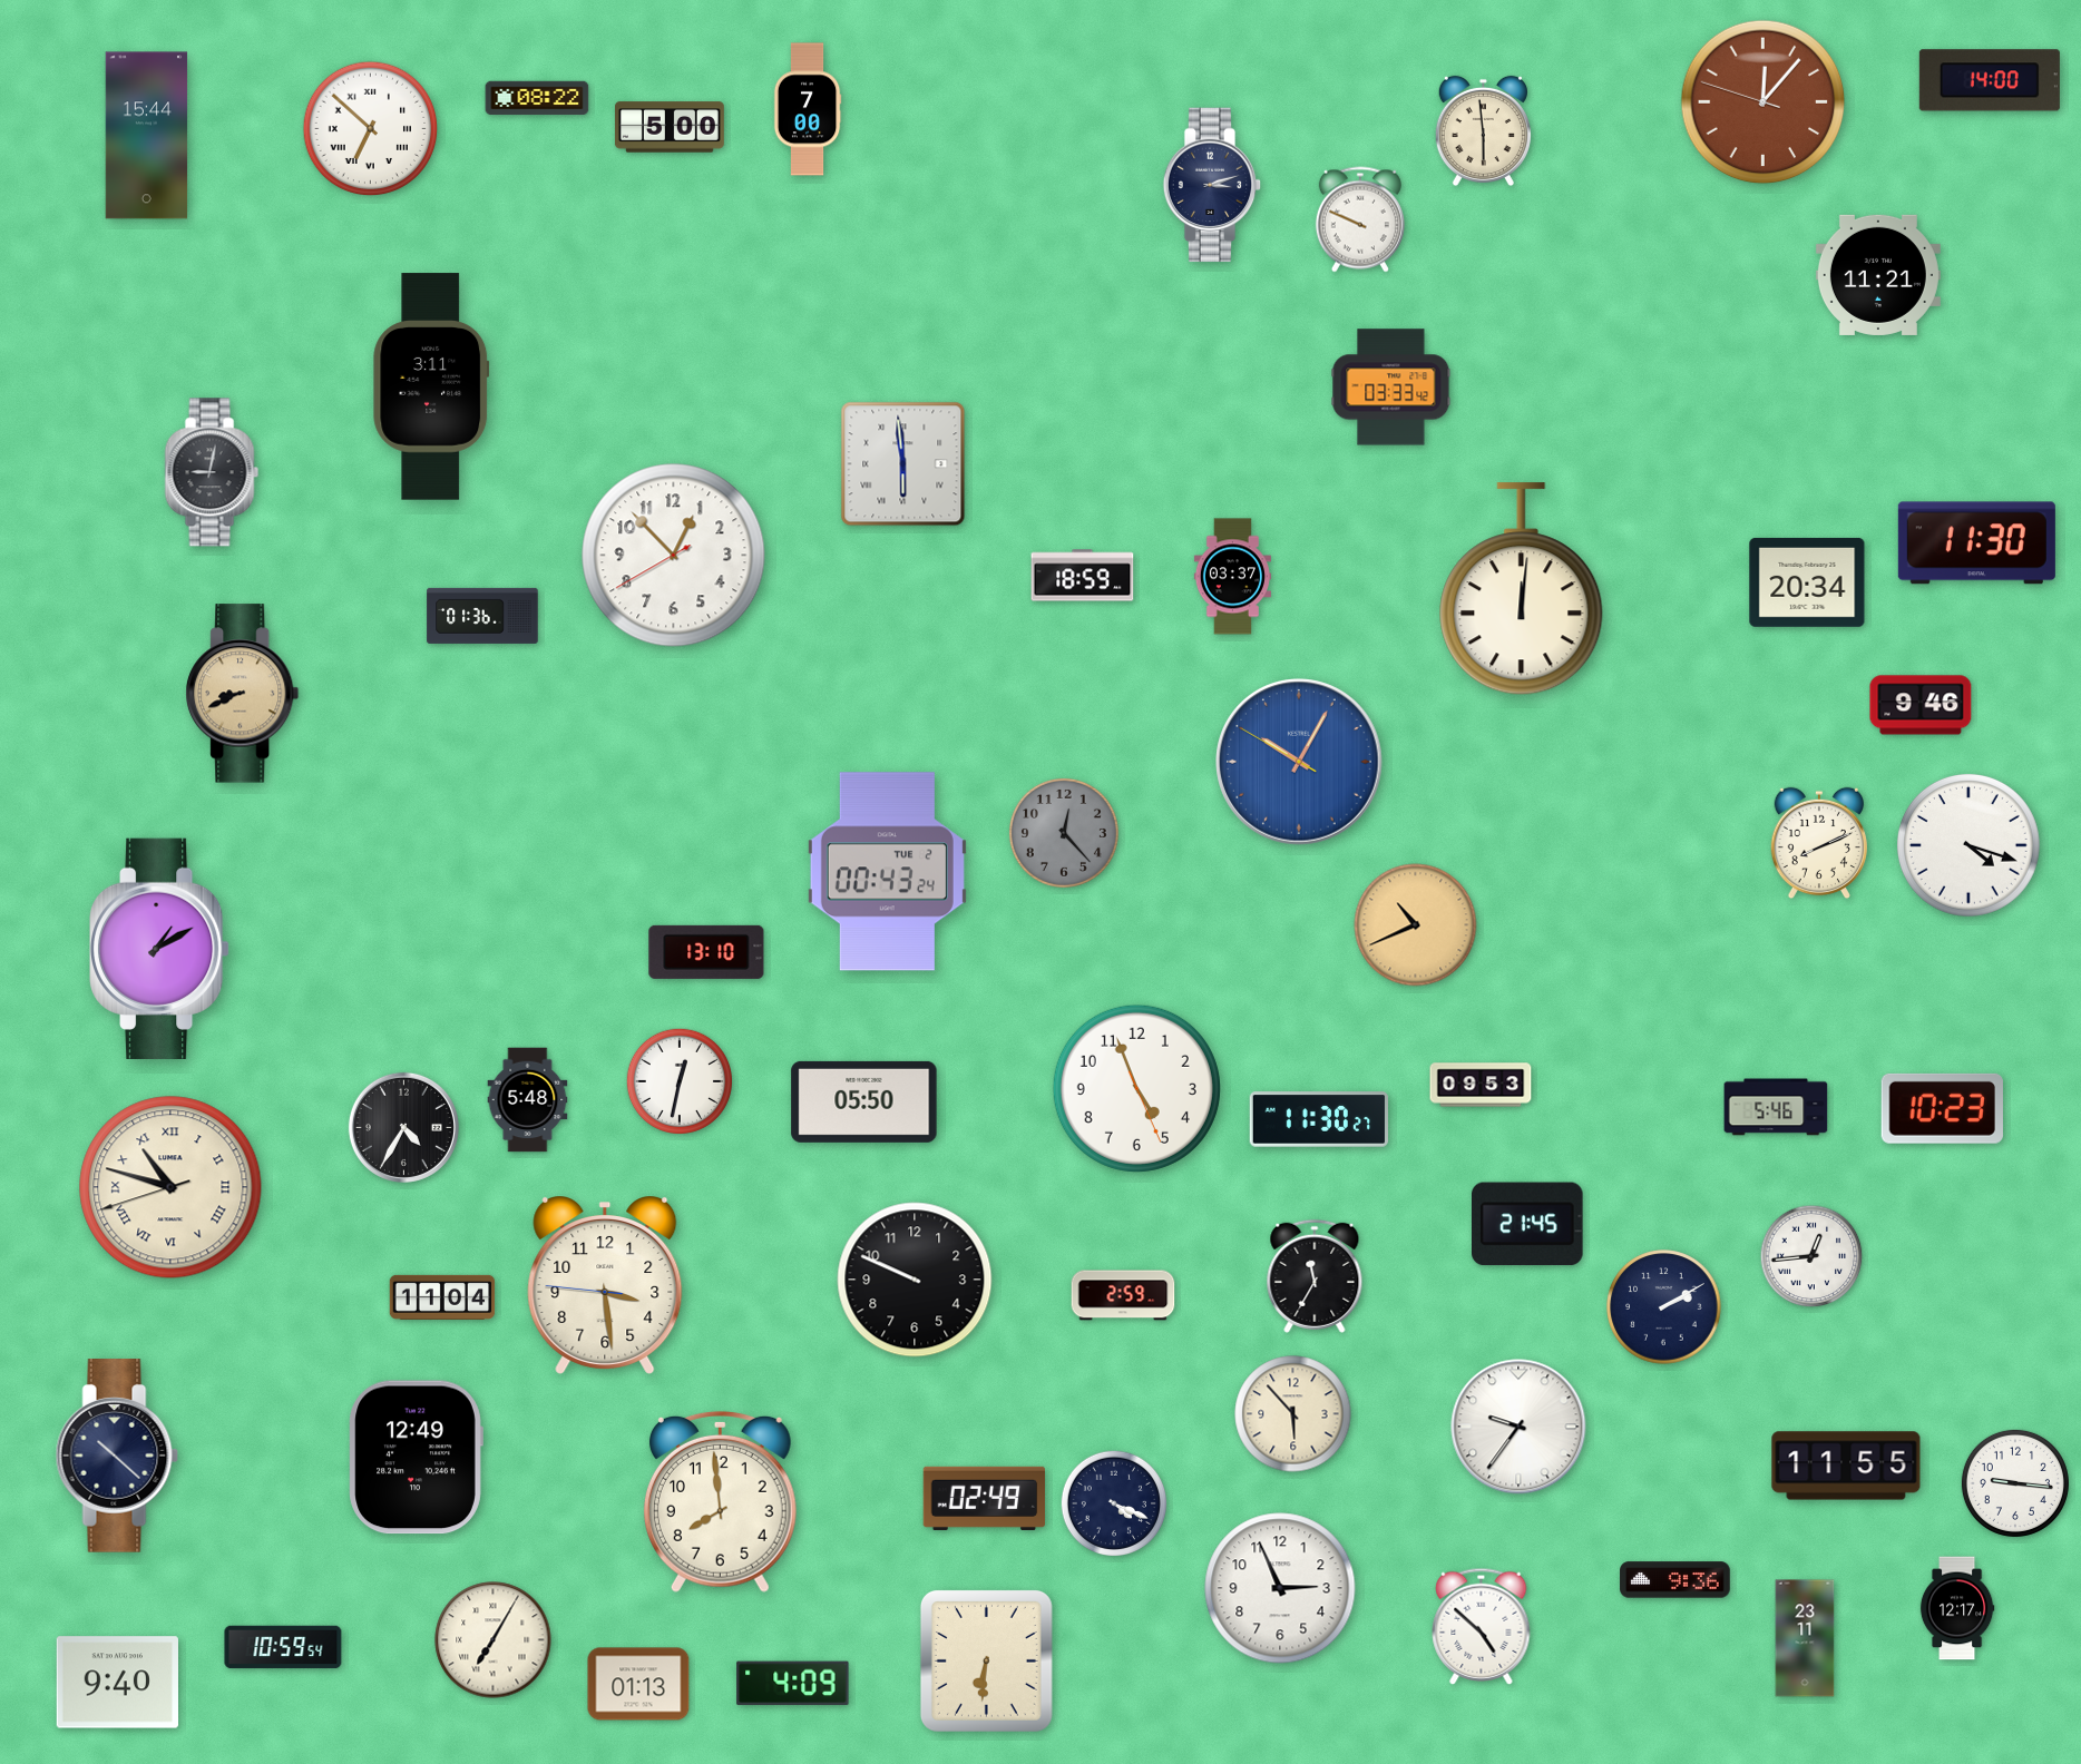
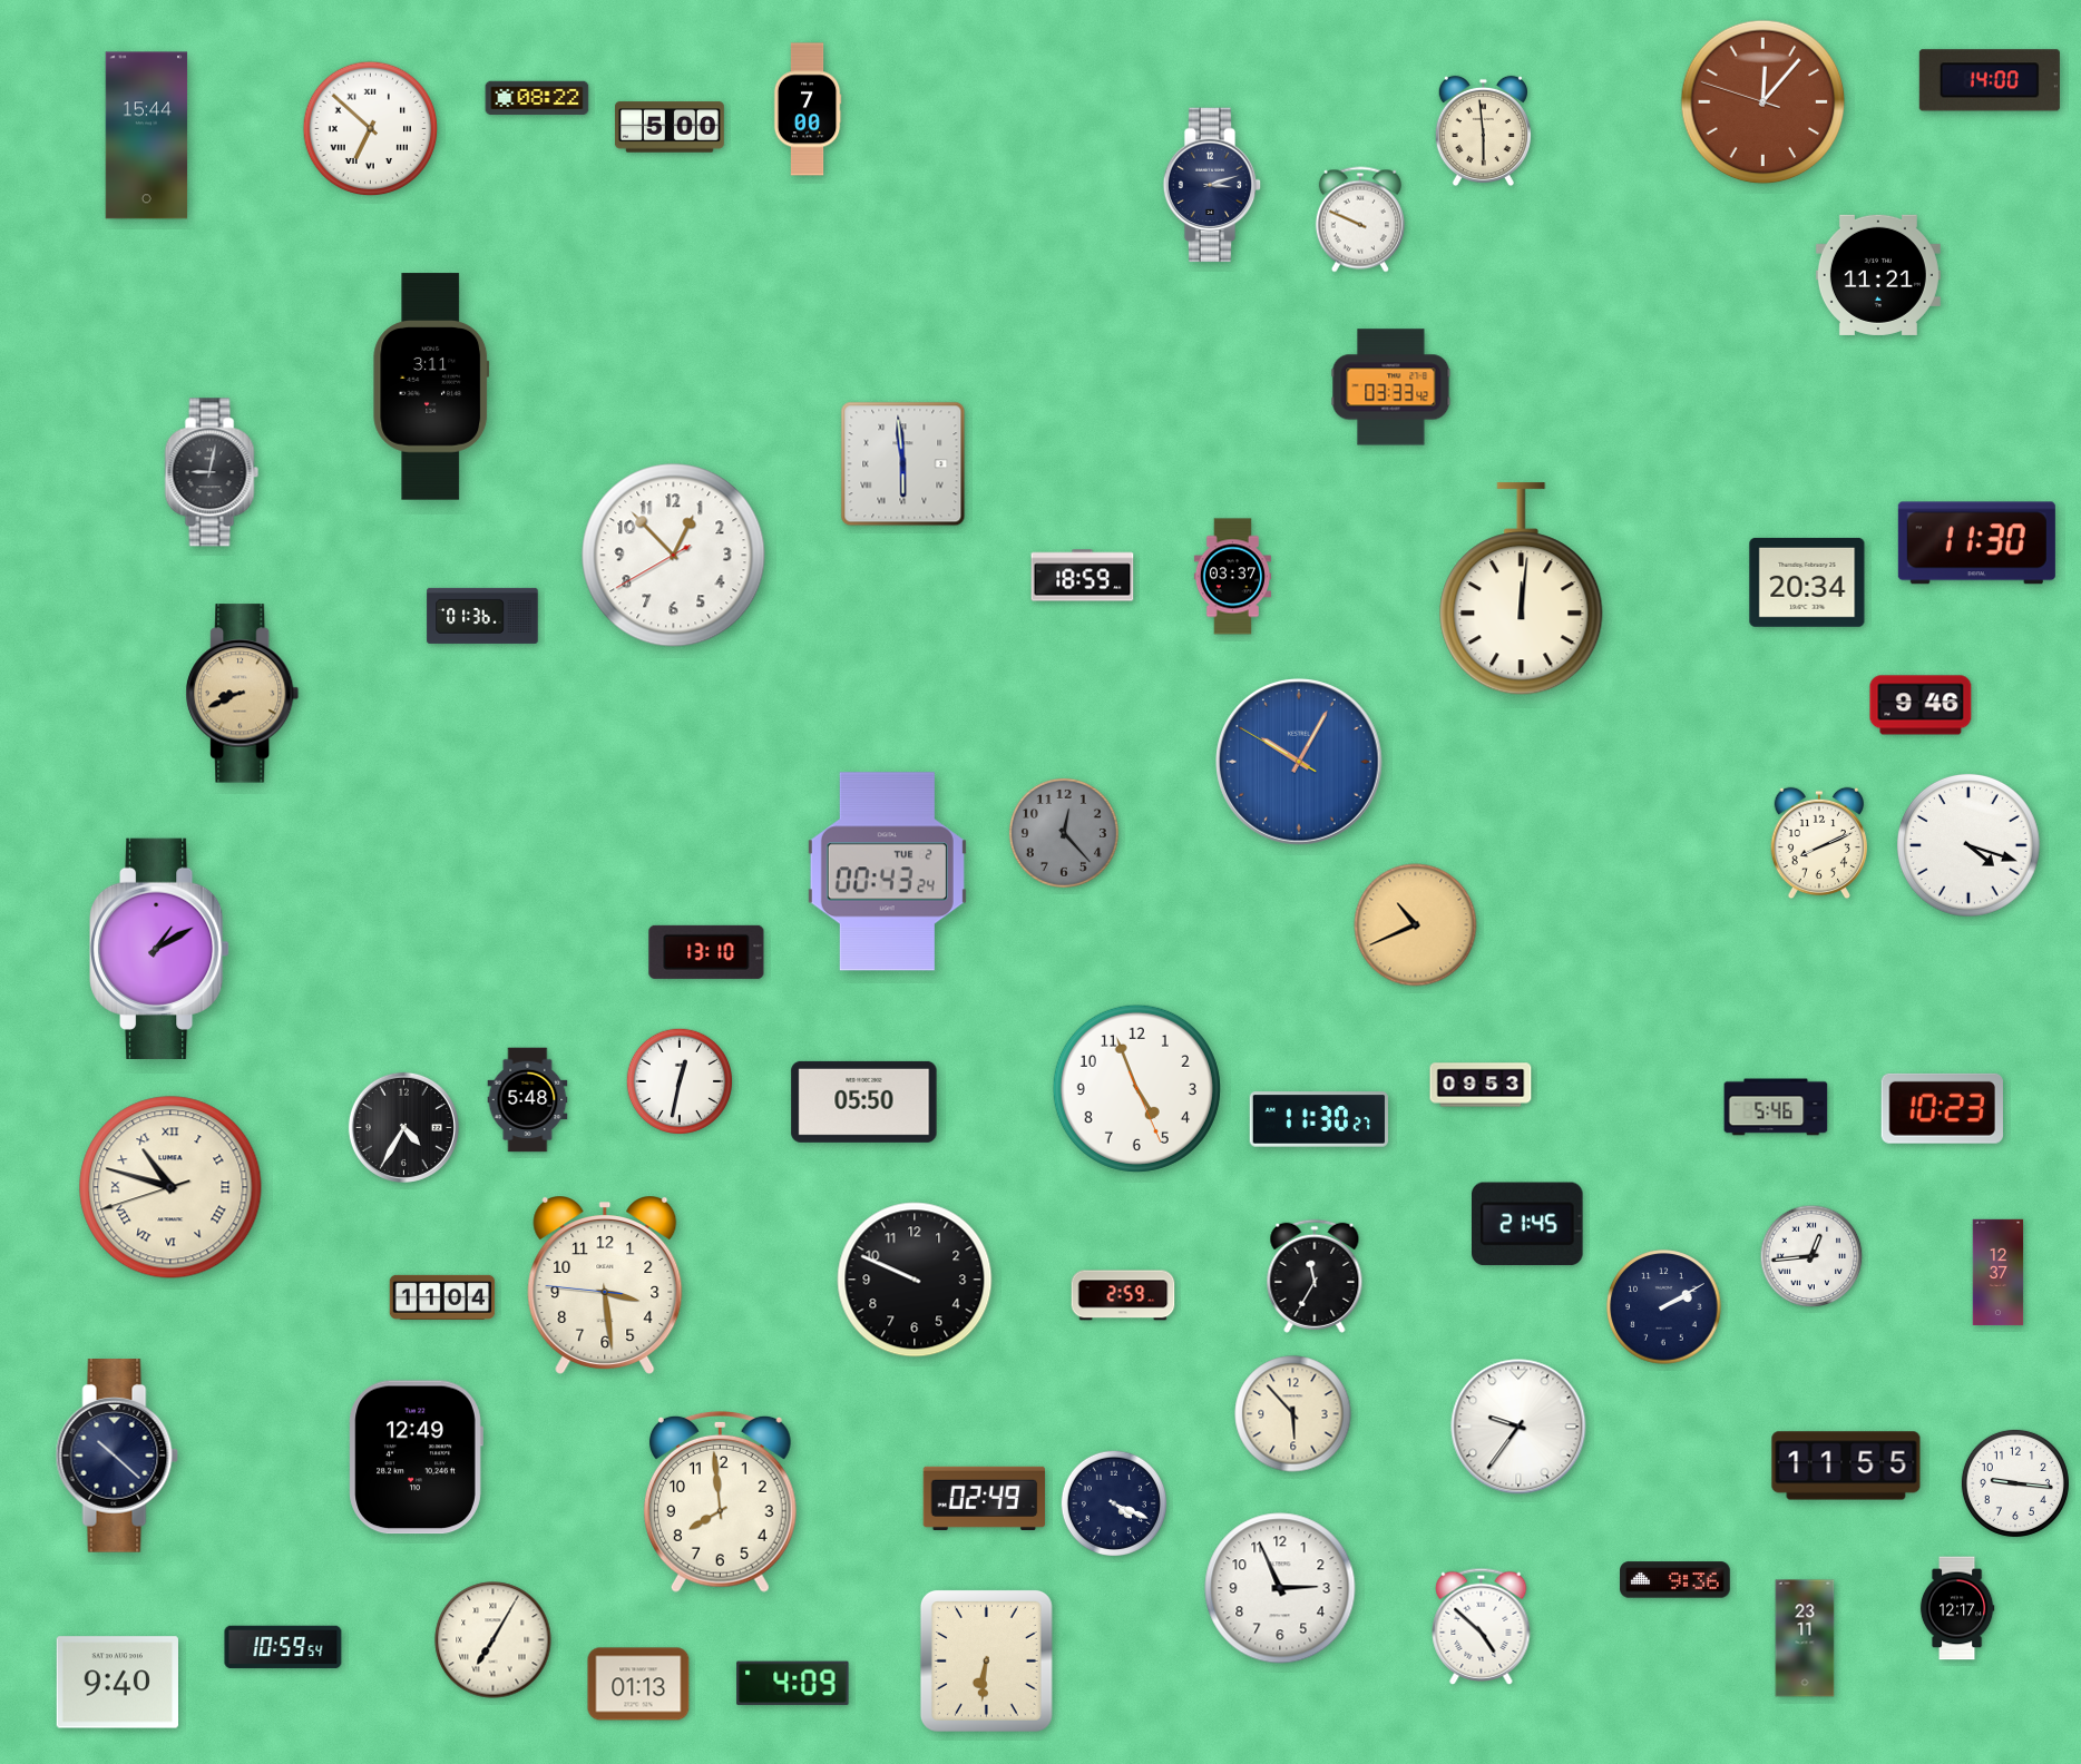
clock at (1999, 1273): none -> 12:37
